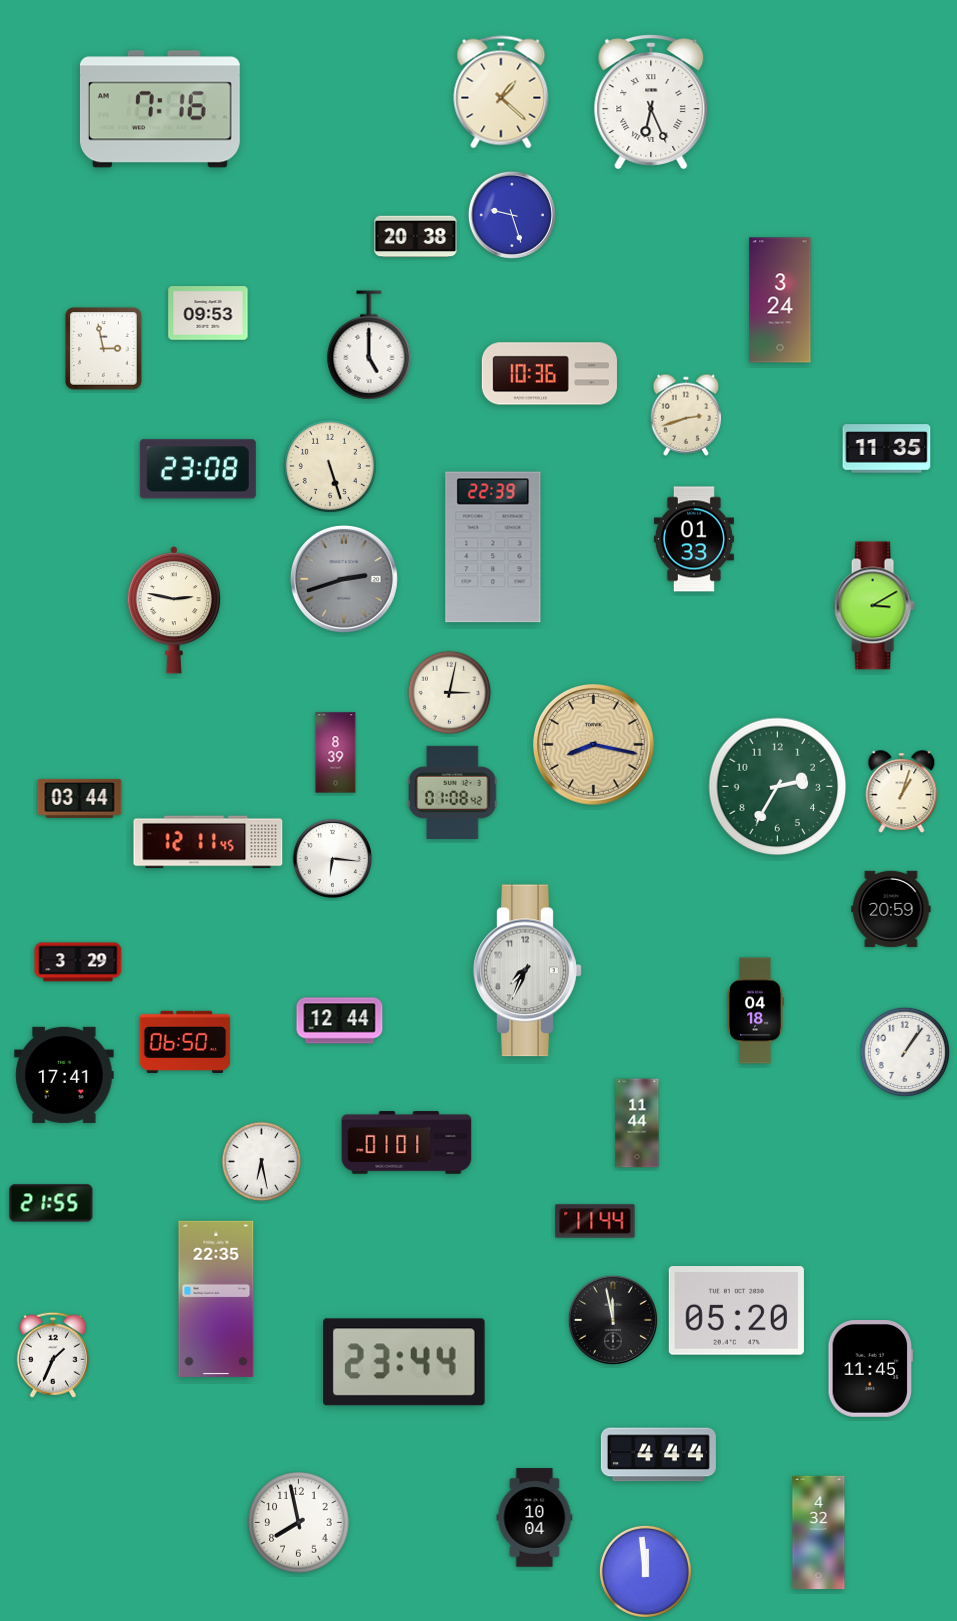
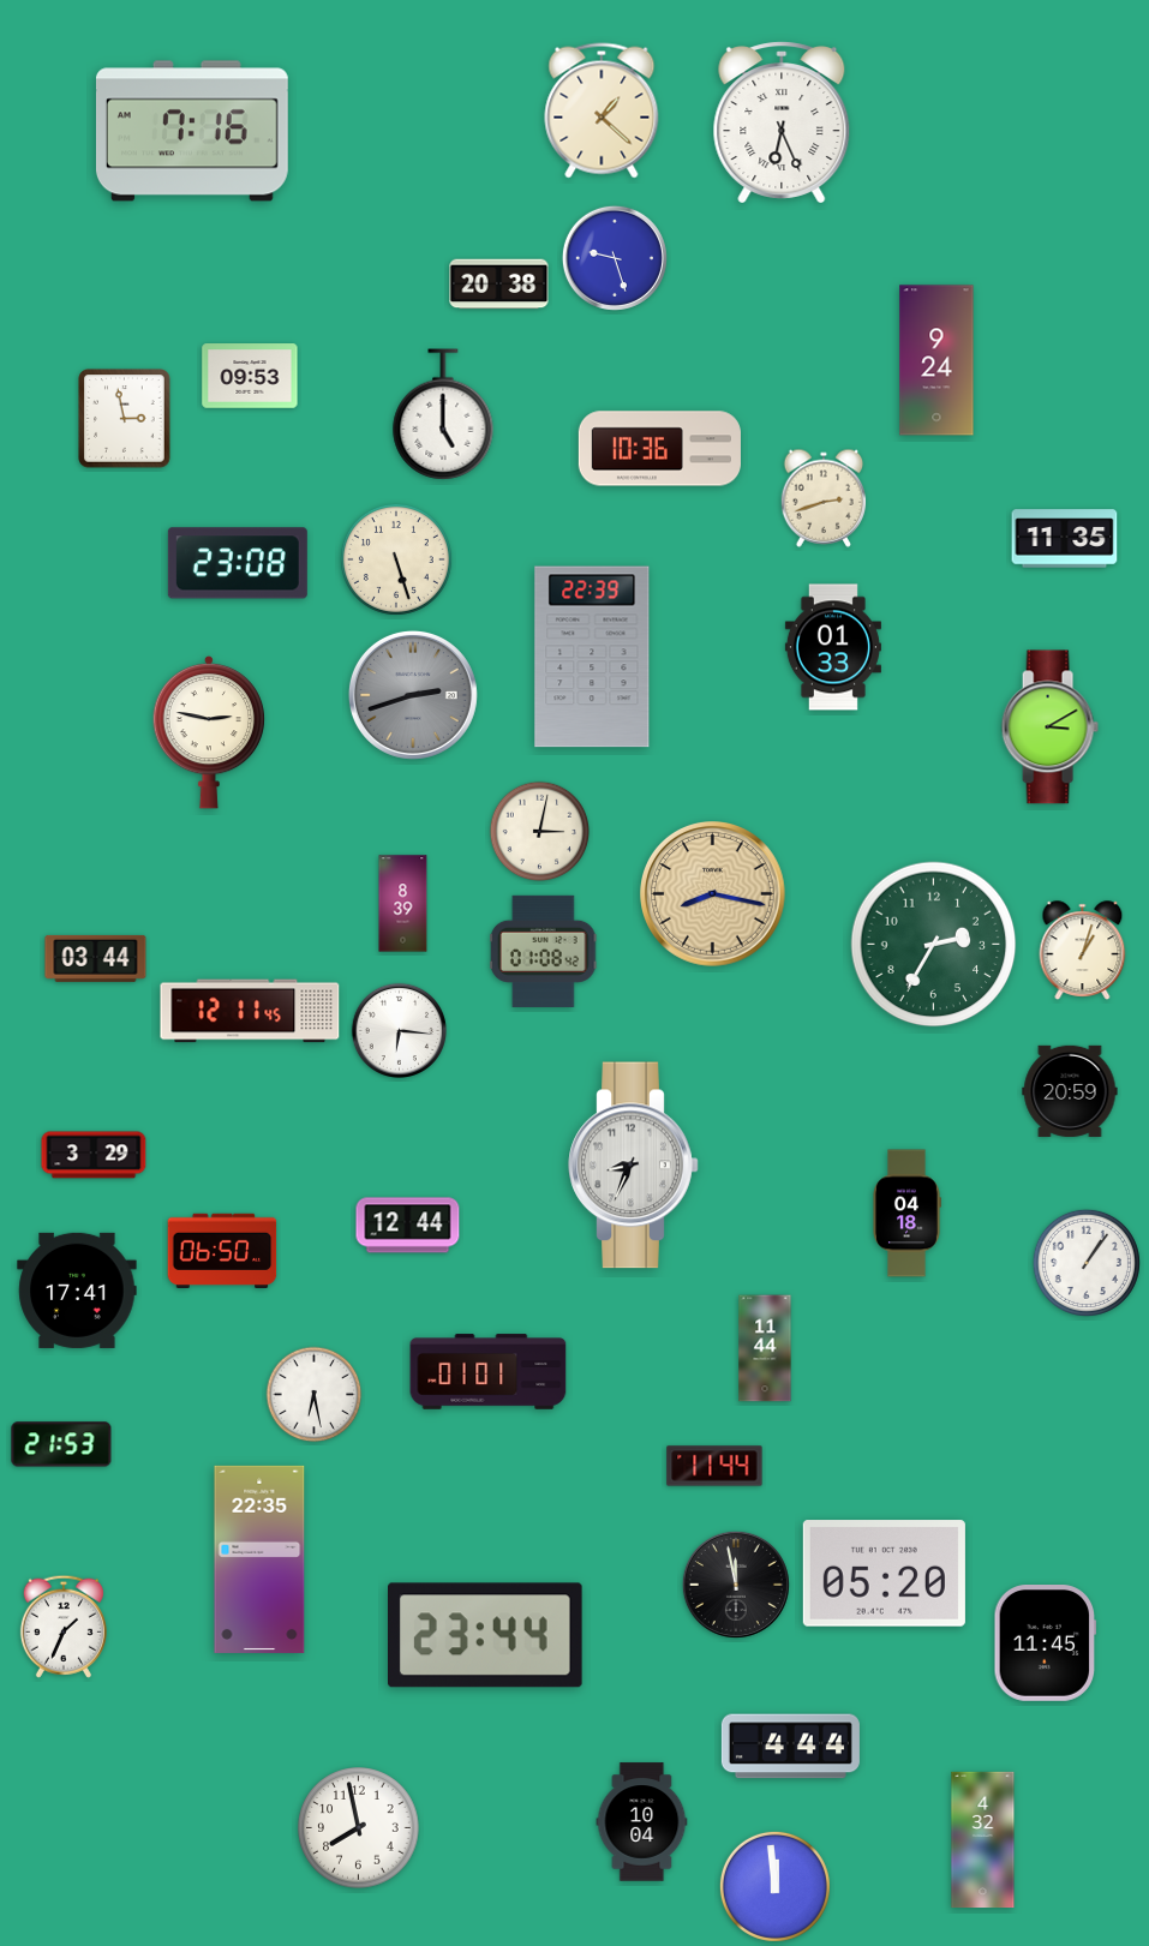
clock at (780, 300): 3:24 -> 9:24
clock at (528, 971): 7:34 -> 8:34
clock at (51, 1203): 21:55 -> 21:53
